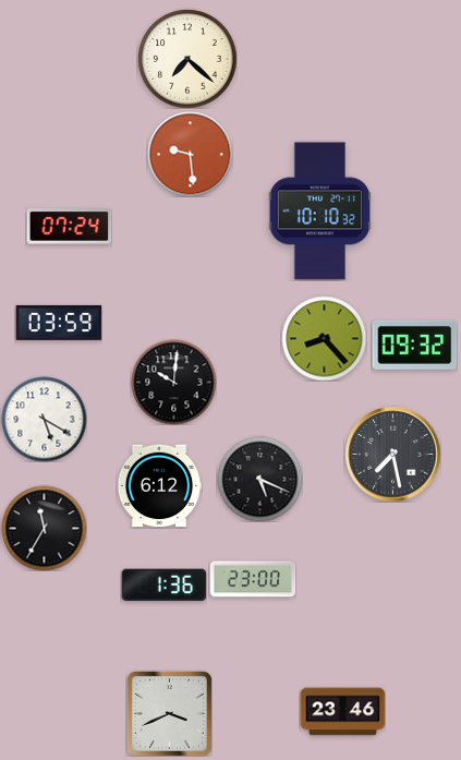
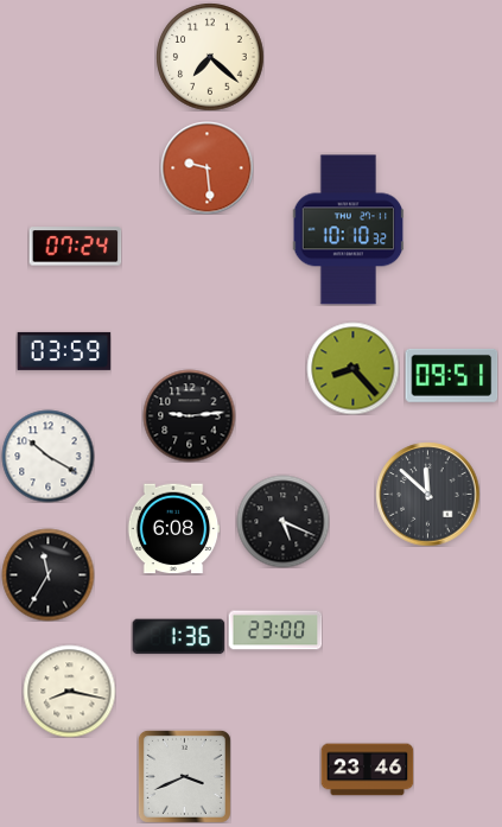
clock at (187, 59) position: (187, 59) -> (210, 57)
clock at (414, 345): 09:32 -> 09:51
clock at (173, 382): 10:01 -> 9:14
clock at (44, 419): 5:20 -> 10:20
clock at (392, 454): 7:28 -> 11:52
clock at (159, 486): 6:12 -> 6:08
clock at (69, 691): none -> 8:17
clock at (342, 712) position: (342, 712) -> (367, 770)
